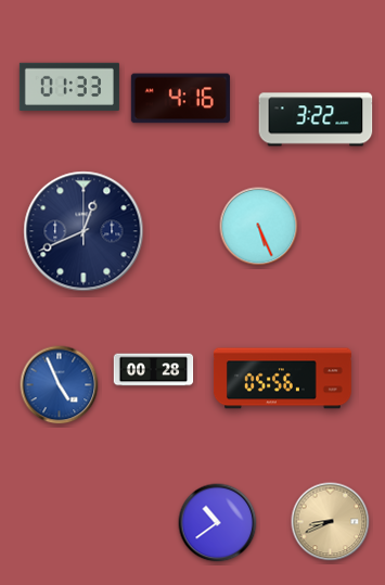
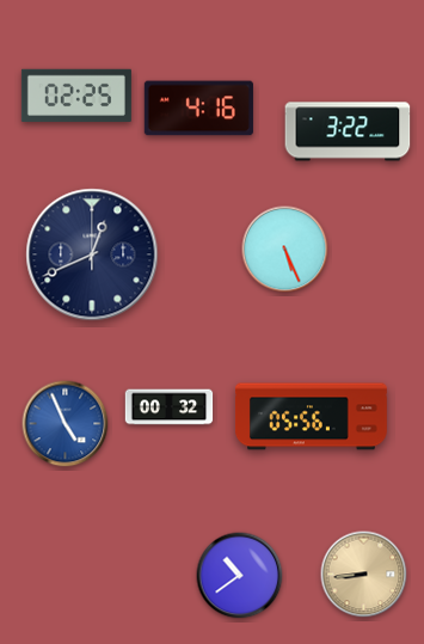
clock at (69, 87): 01:33 -> 02:25
clock at (154, 370): 00:28 -> 00:32
clock at (331, 522): 8:41 -> 8:44
